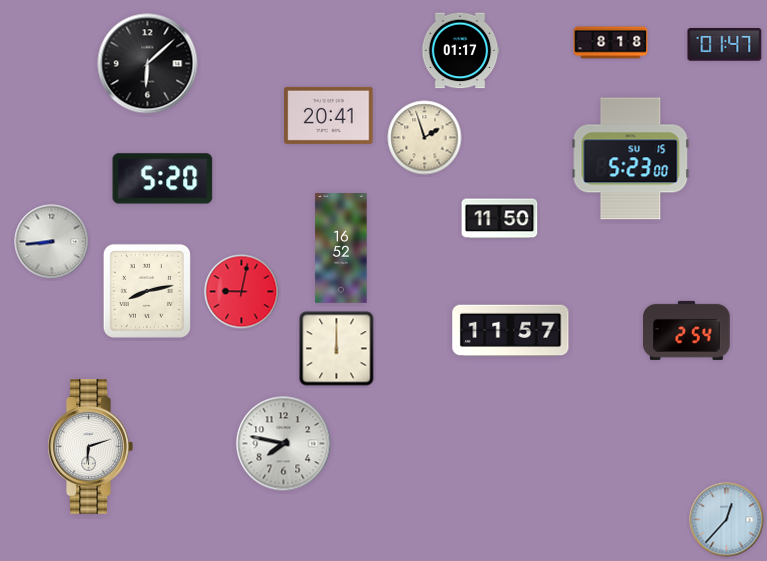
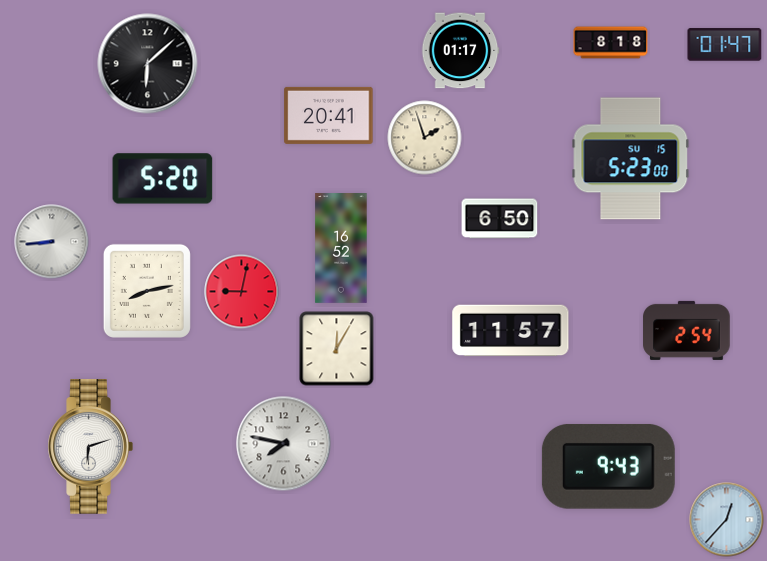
clock at (500, 219): 11:50 -> 6:50
clock at (337, 349): 12:00 -> 12:05
clock at (608, 466): none -> 9:43
